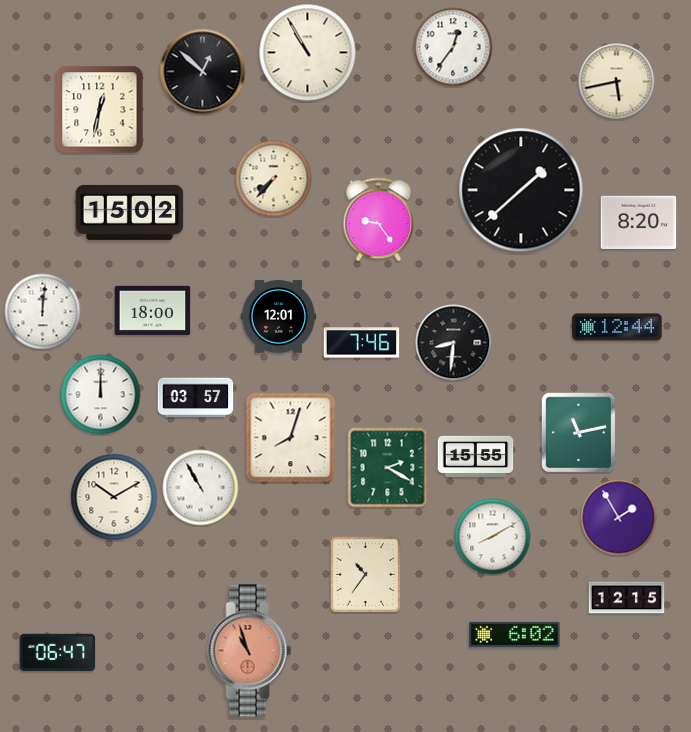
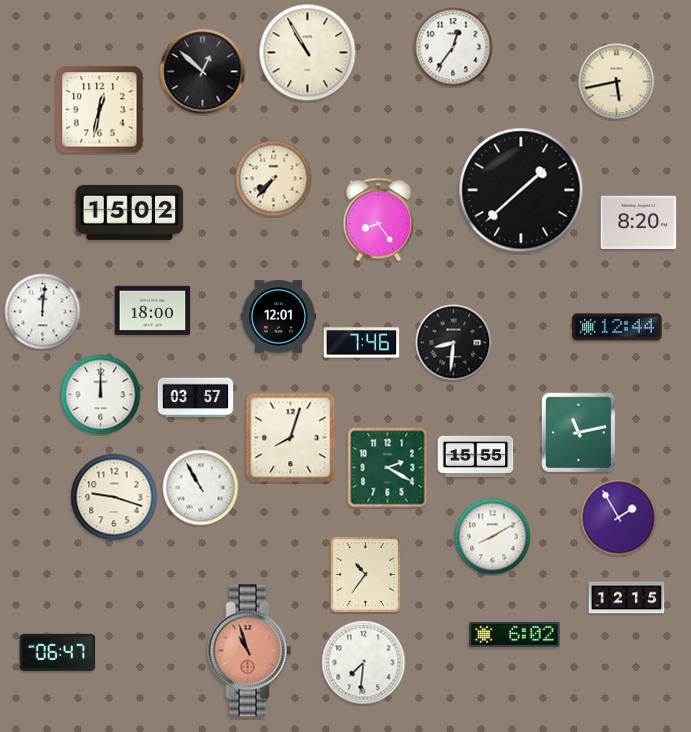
clock at (379, 220): 9:24 -> 8:24
clock at (114, 497): 10:10 -> 9:18
clock at (364, 663): none -> 7:31
